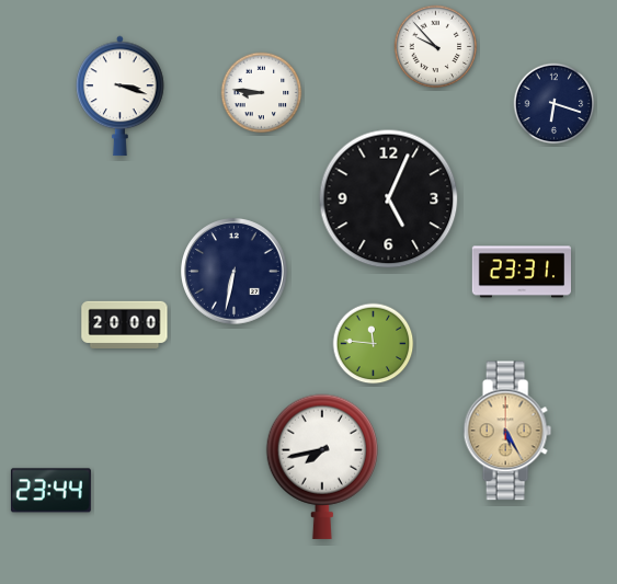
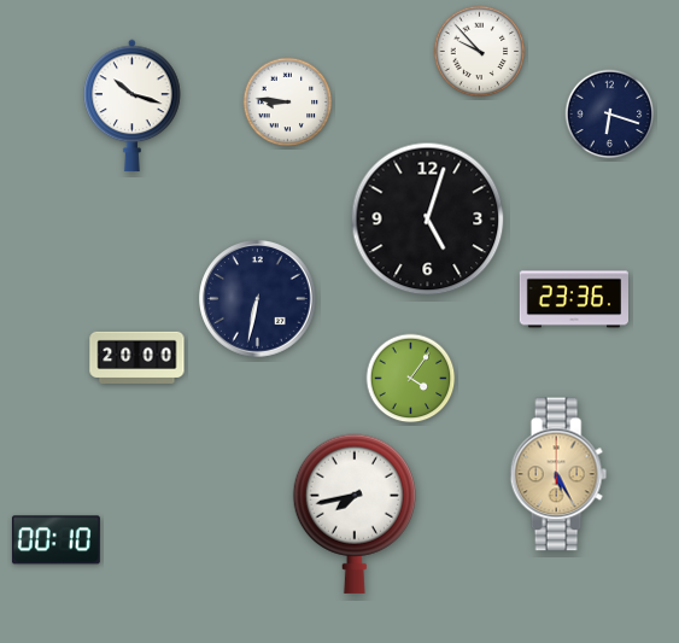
clock at (121, 96): 3:18 -> 10:18
clock at (389, 199): 5:04 -> 5:03
clock at (521, 272): 23:31 -> 23:36
clock at (374, 344): 11:46 -> 4:06
clock at (50, 491): 23:44 -> 00:10
